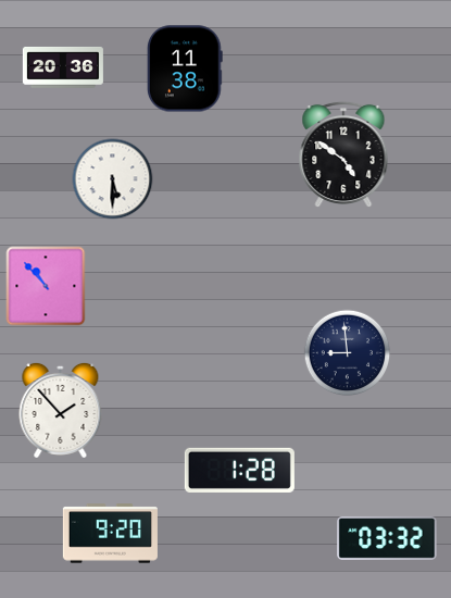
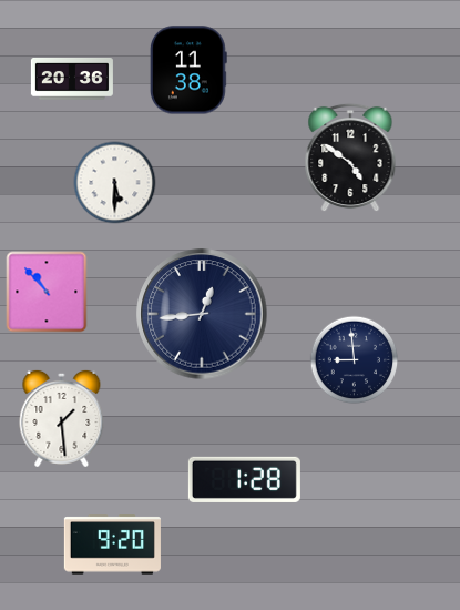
clock at (63, 67) position: (63, 67) -> (72, 79)
clock at (202, 314): none -> 12:44
clock at (61, 410): 1:53 -> 1:29
clock at (387, 538): 03:32 -> none
